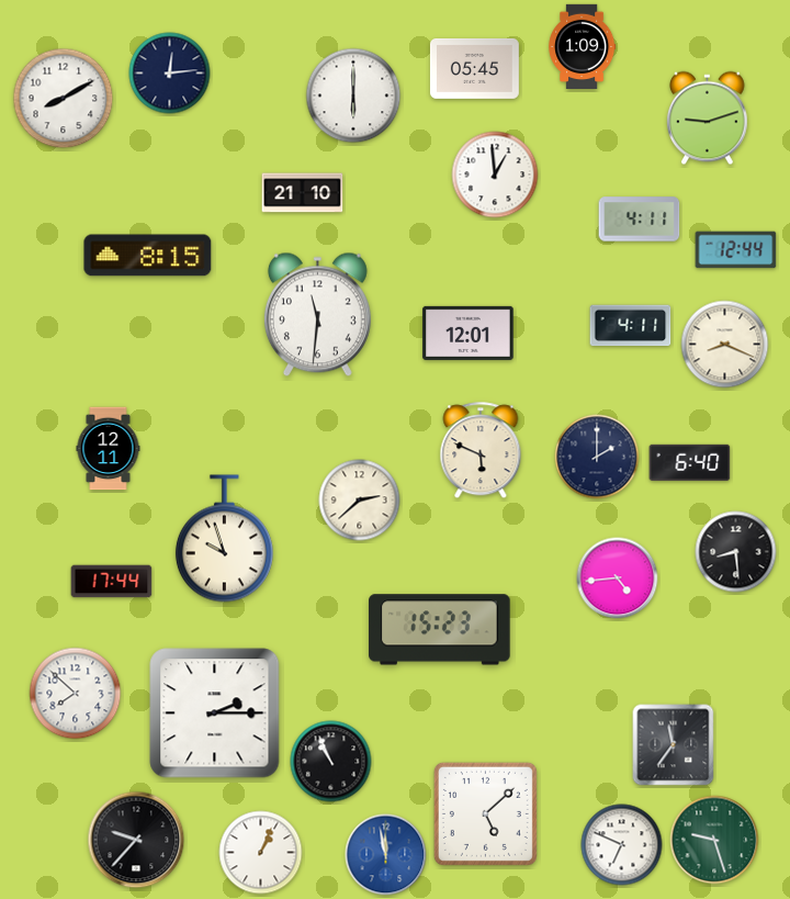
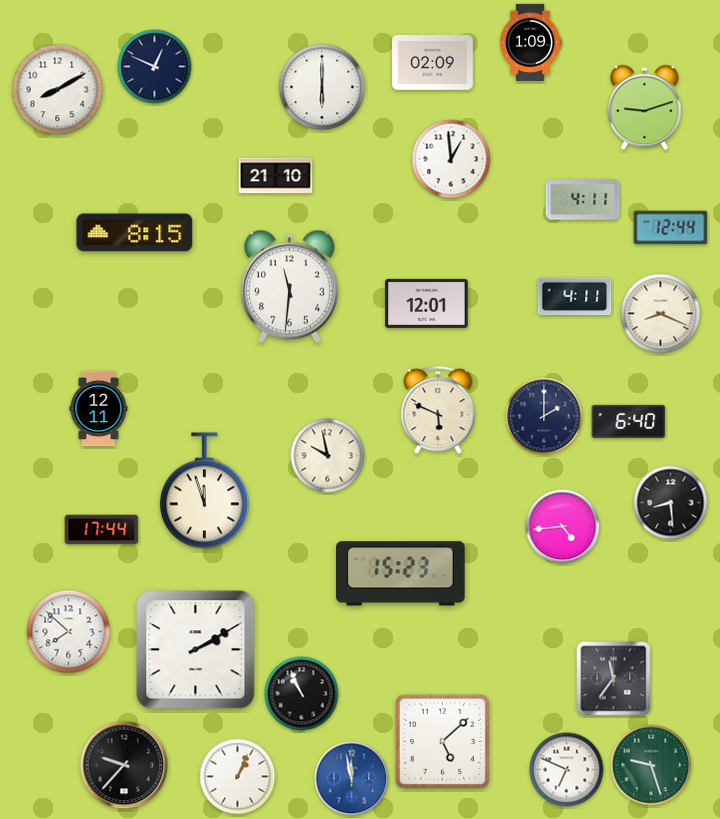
clock at (475, 68): 05:45 -> 02:09
clock at (170, 74): 12:14 -> 12:49
clock at (360, 501): 2:38 -> 9:58
clock at (224, 539): 9:57 -> 11:57
clock at (215, 713): 2:15 -> 2:10
